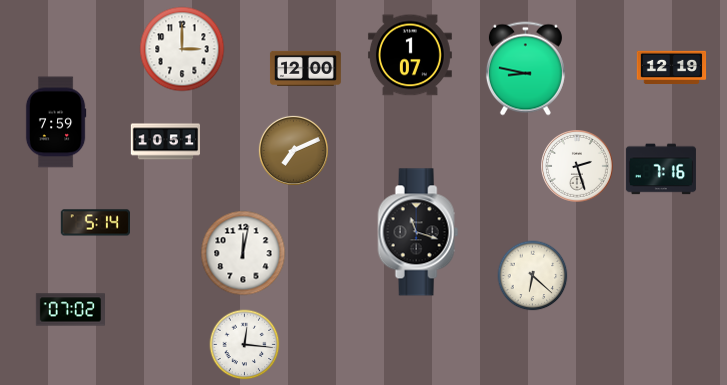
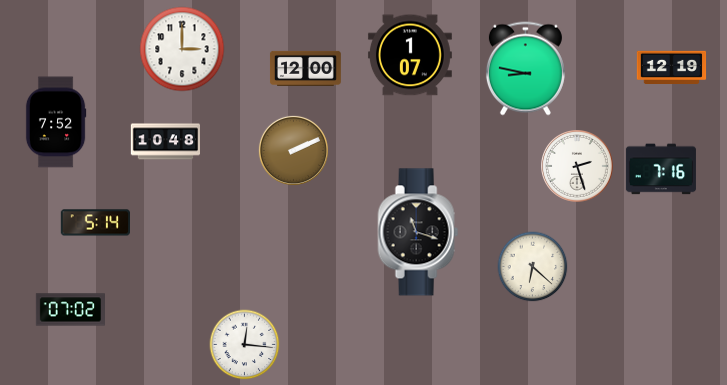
clock at (56, 122): 7:59 -> 7:52
clock at (165, 142): 10:51 -> 10:48
clock at (293, 150): 7:11 -> 2:11
clock at (243, 253): 12:02 -> none
clock at (533, 276) position: (533, 276) -> (533, 267)
